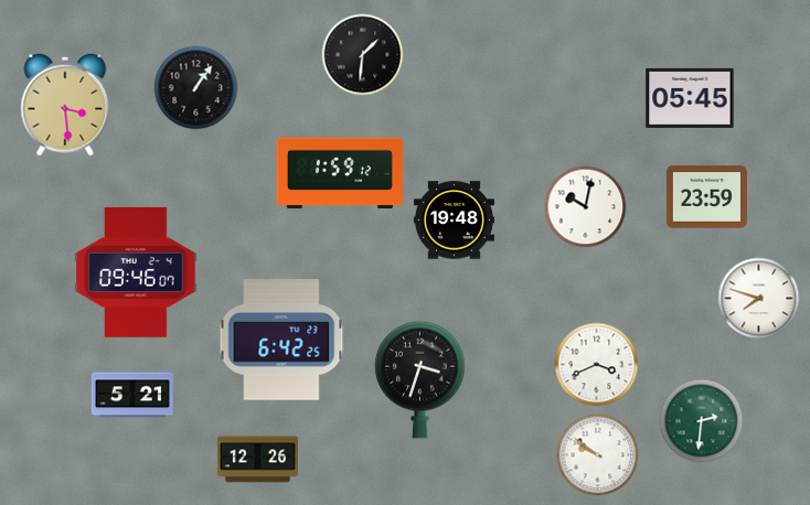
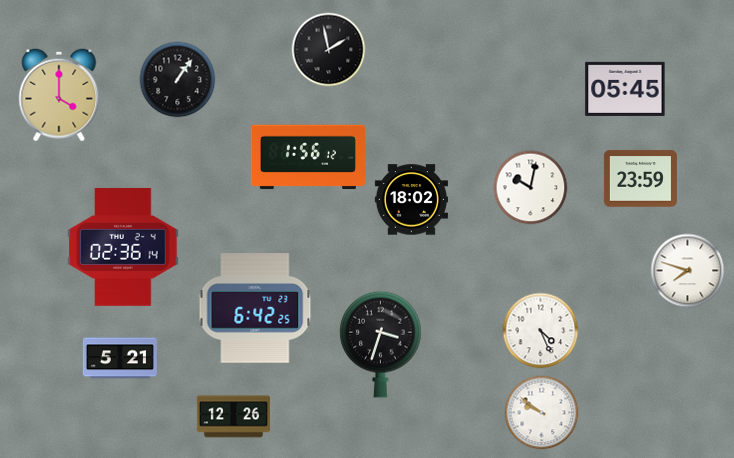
clock at (363, 55): 1:31 -> 1:58
clock at (65, 105): 3:29 -> 4:00
clock at (339, 173): 1:59 -> 1:56
clock at (454, 221): 19:48 -> 18:02
clock at (136, 272): 09:46 -> 02:36
clock at (597, 365): 3:41 -> 4:26
clock at (702, 421): 2:31 -> none
